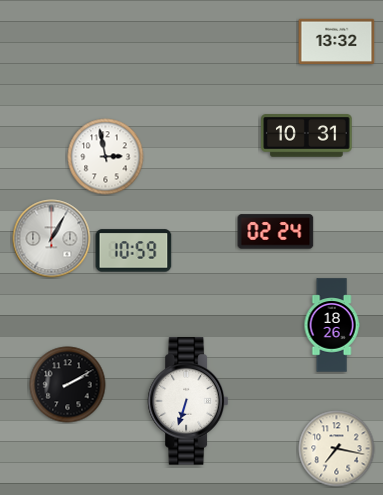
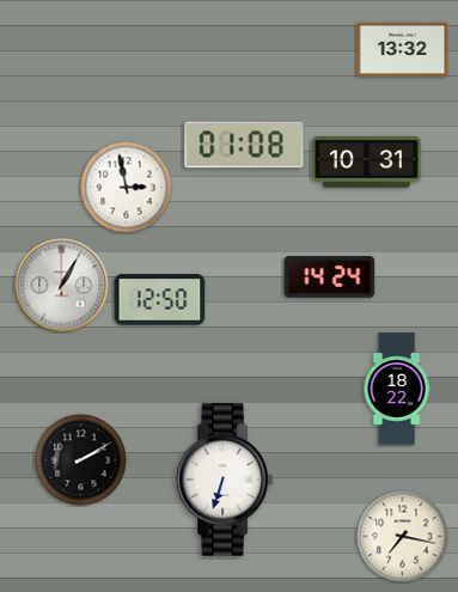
clock at (244, 145): none -> 01:08
clock at (276, 232): 02:24 -> 14:24
clock at (134, 251): 10:59 -> 12:50
clock at (332, 325): 18:26 -> 18:22
